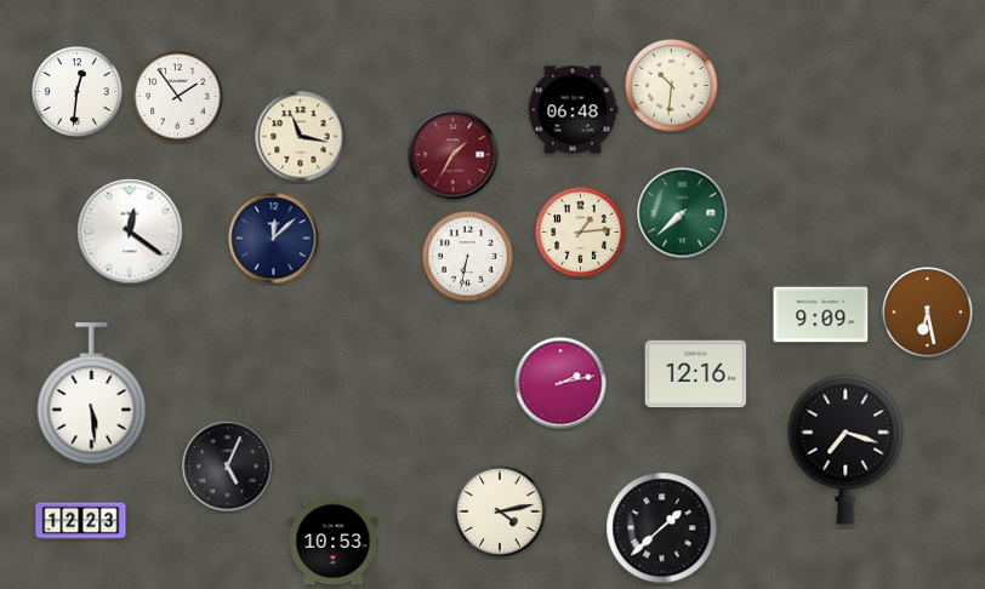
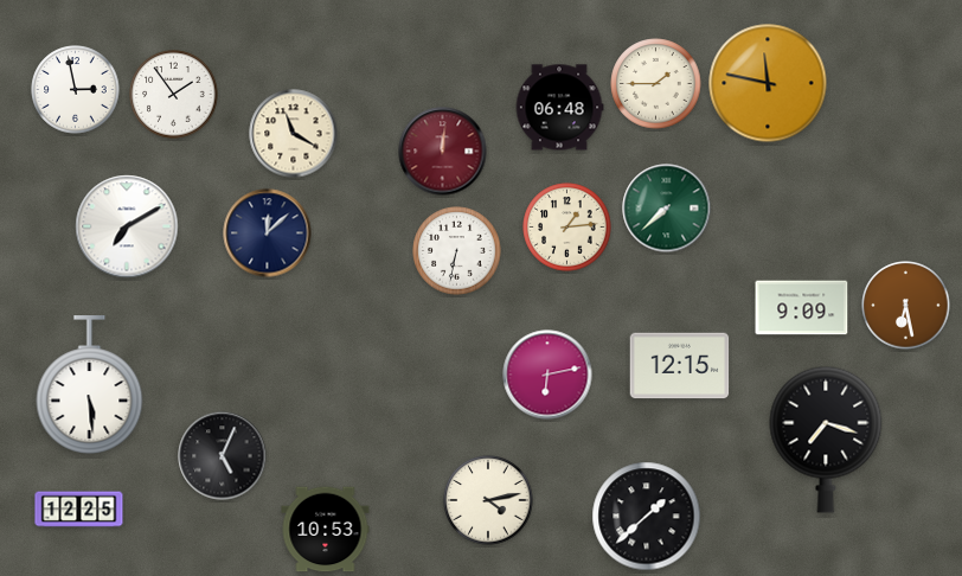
clock at (768, 83): none -> 11:47
clock at (672, 86): 10:31 -> 1:45
clock at (78, 92): 12:31 -> 2:58
clock at (301, 137): 11:17 -> 11:20
clock at (454, 155): 1:35 -> 12:01
clock at (130, 231): 12:21 -> 7:10
clock at (696, 374): 12:16 -> 12:15
clock at (560, 383): 2:13 -> 6:13
clock at (81, 521): 12:23 -> 12:25
